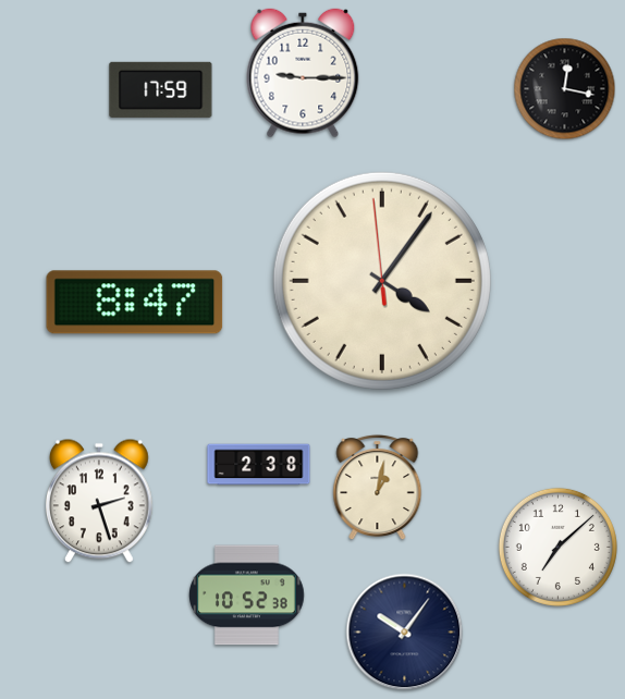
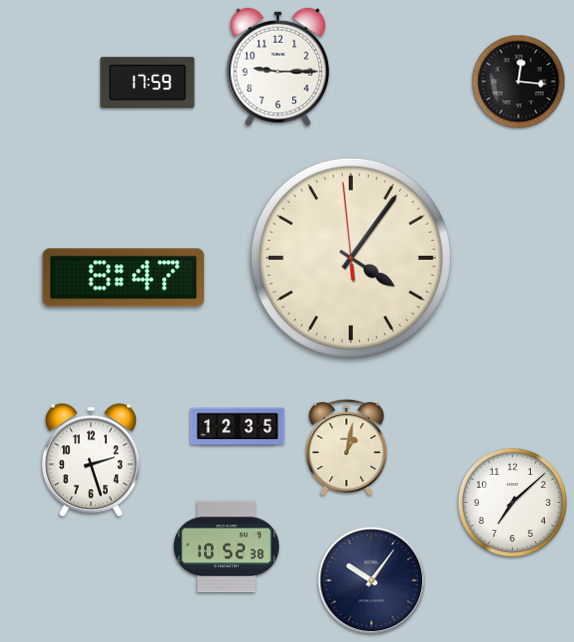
clock at (565, 89): 12:17 -> 12:16
clock at (259, 465): 2:38 -> 12:35
